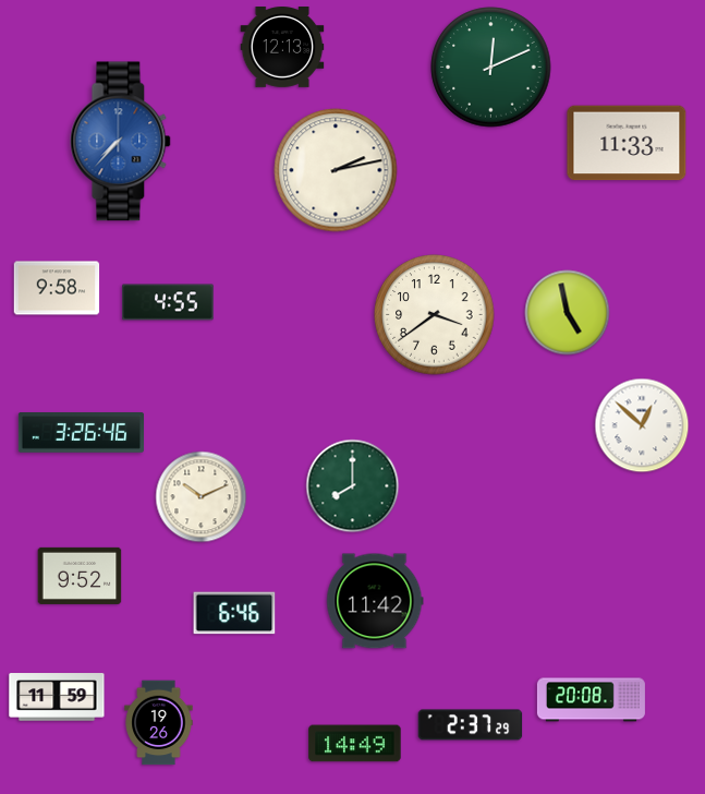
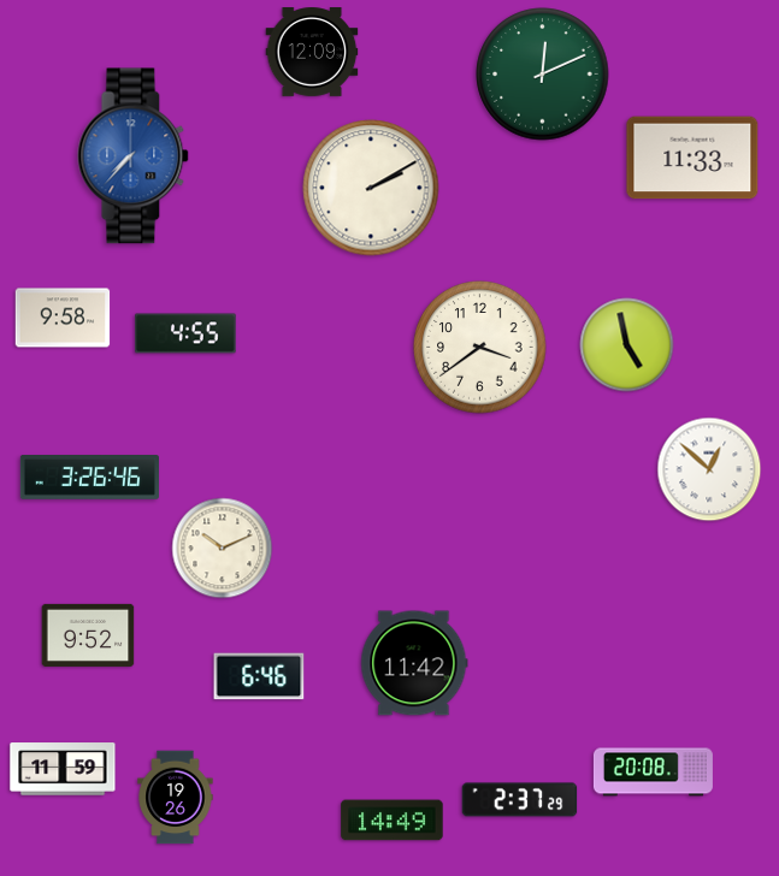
clock at (282, 48): 12:13 -> 12:09
clock at (336, 170): 2:13 -> 2:10
clock at (353, 486): 8:00 -> none
